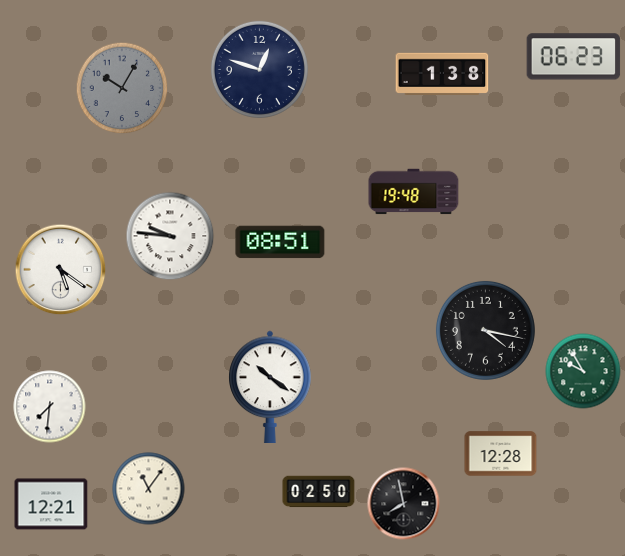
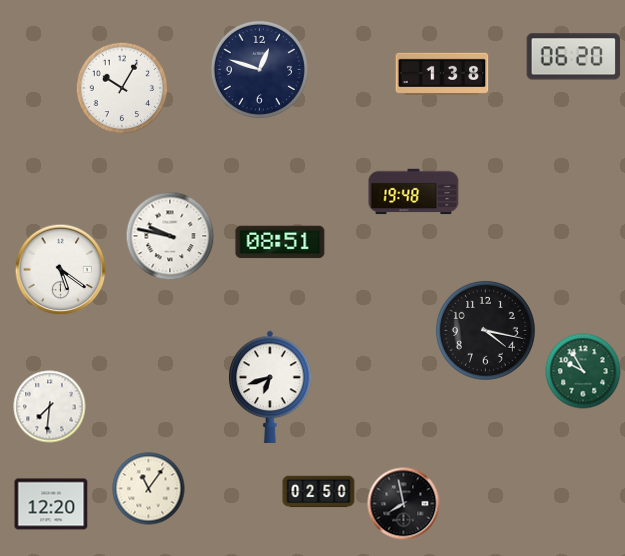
clock at (574, 57): 06:23 -> 06:20
clock at (122, 88) dial: grey -> white
clock at (170, 236): 9:46 -> 9:47
clock at (270, 386): 10:21 -> 6:42
clock at (501, 454): 12:28 -> none
clock at (51, 504): 12:21 -> 12:20
